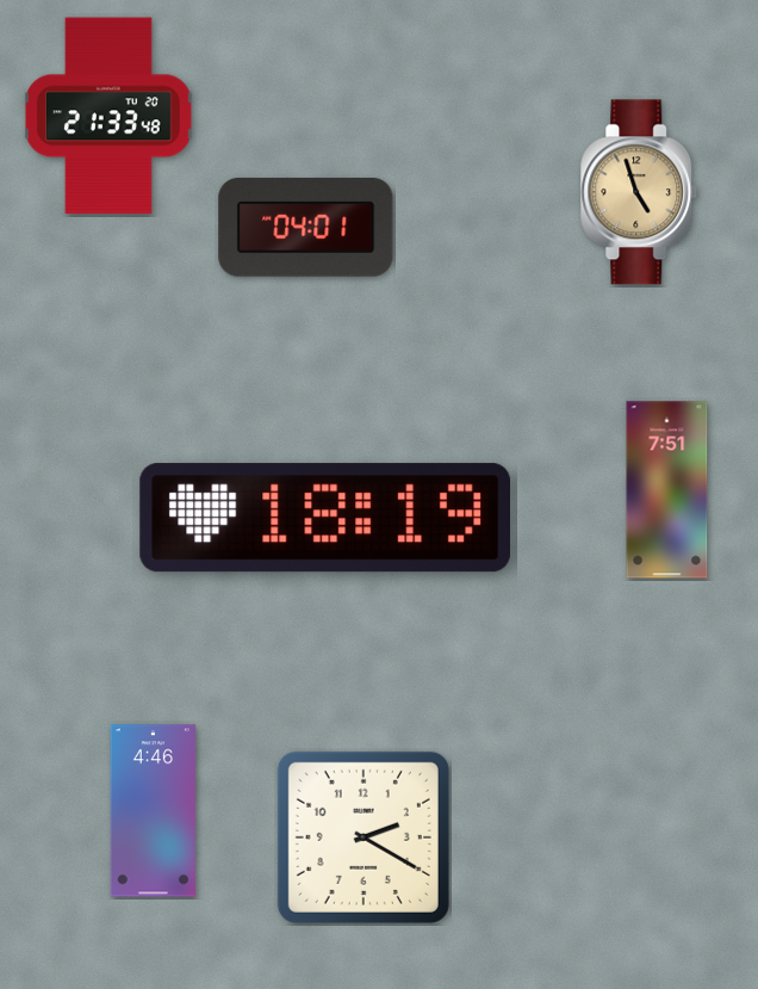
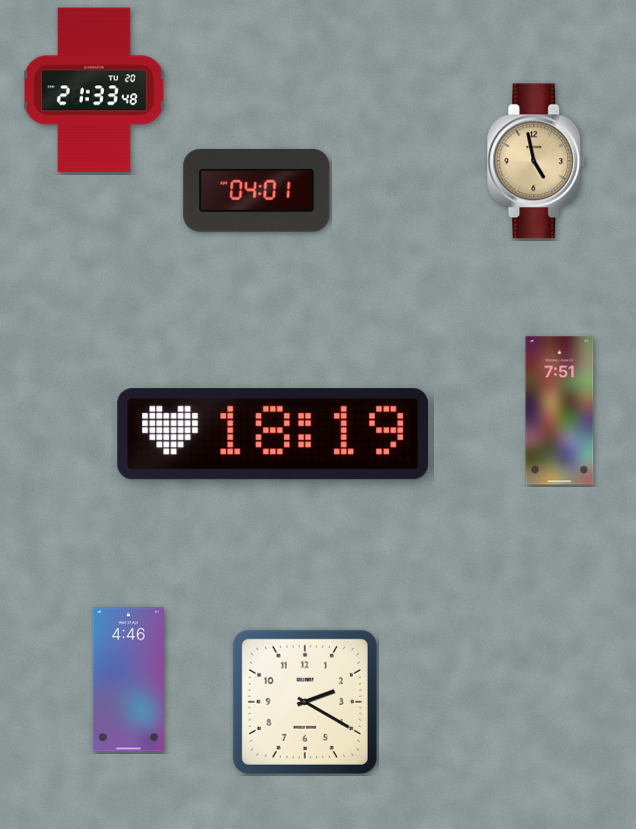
clock at (108, 116) position: (108, 116) -> (94, 90)
clock at (639, 192): 4:57 -> 4:58
